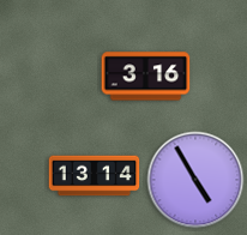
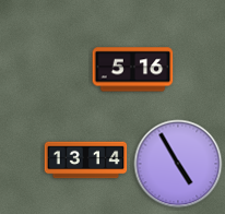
clock at (146, 77): 3:16 -> 5:16
